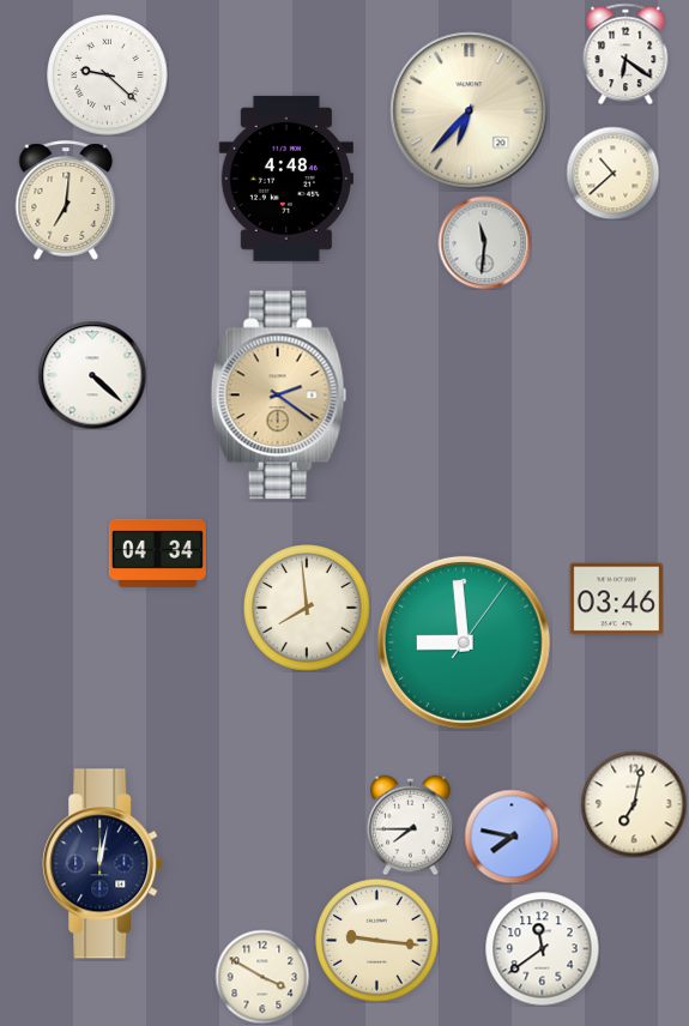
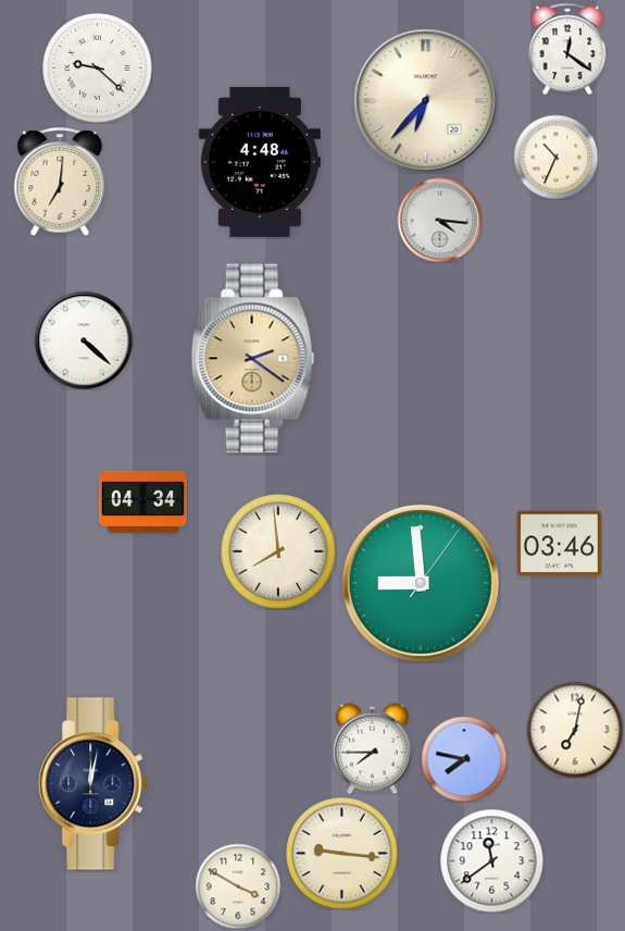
clock at (625, 54): 6:21 -> 12:21
clock at (612, 173): 10:38 -> 10:34
clock at (484, 242): 11:31 -> 4:16
